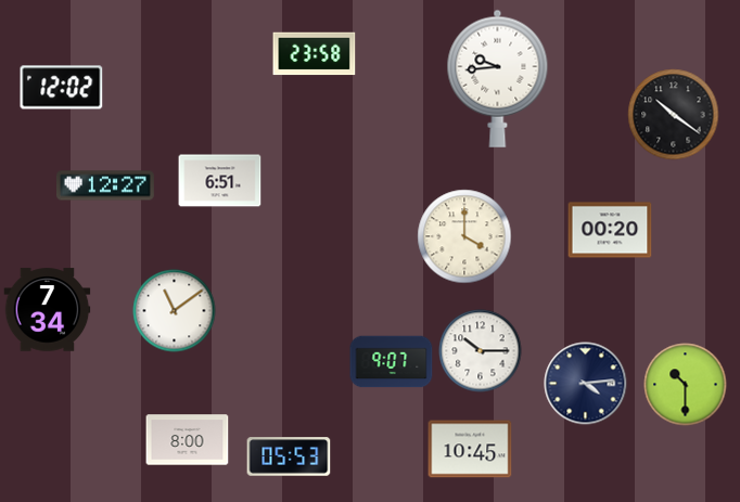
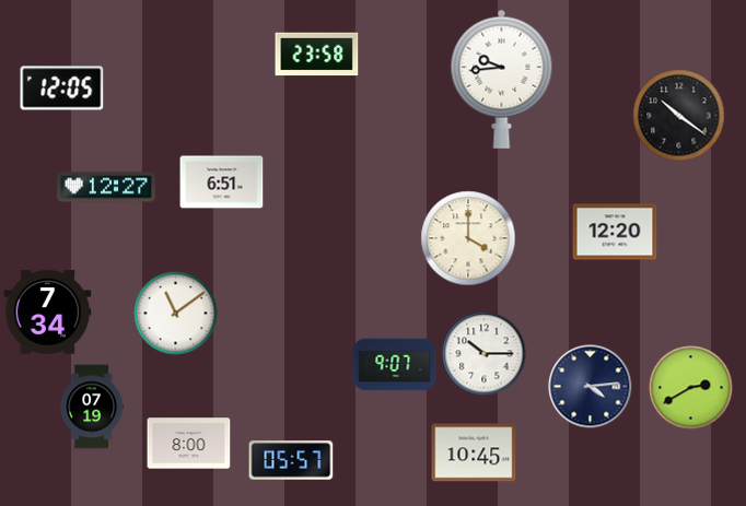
clock at (62, 88): 12:02 -> 12:05
clock at (610, 230): 00:20 -> 12:20
clock at (686, 385): 10:30 -> 2:40
clock at (92, 407): none -> 07:19
clock at (289, 456): 05:53 -> 05:57
